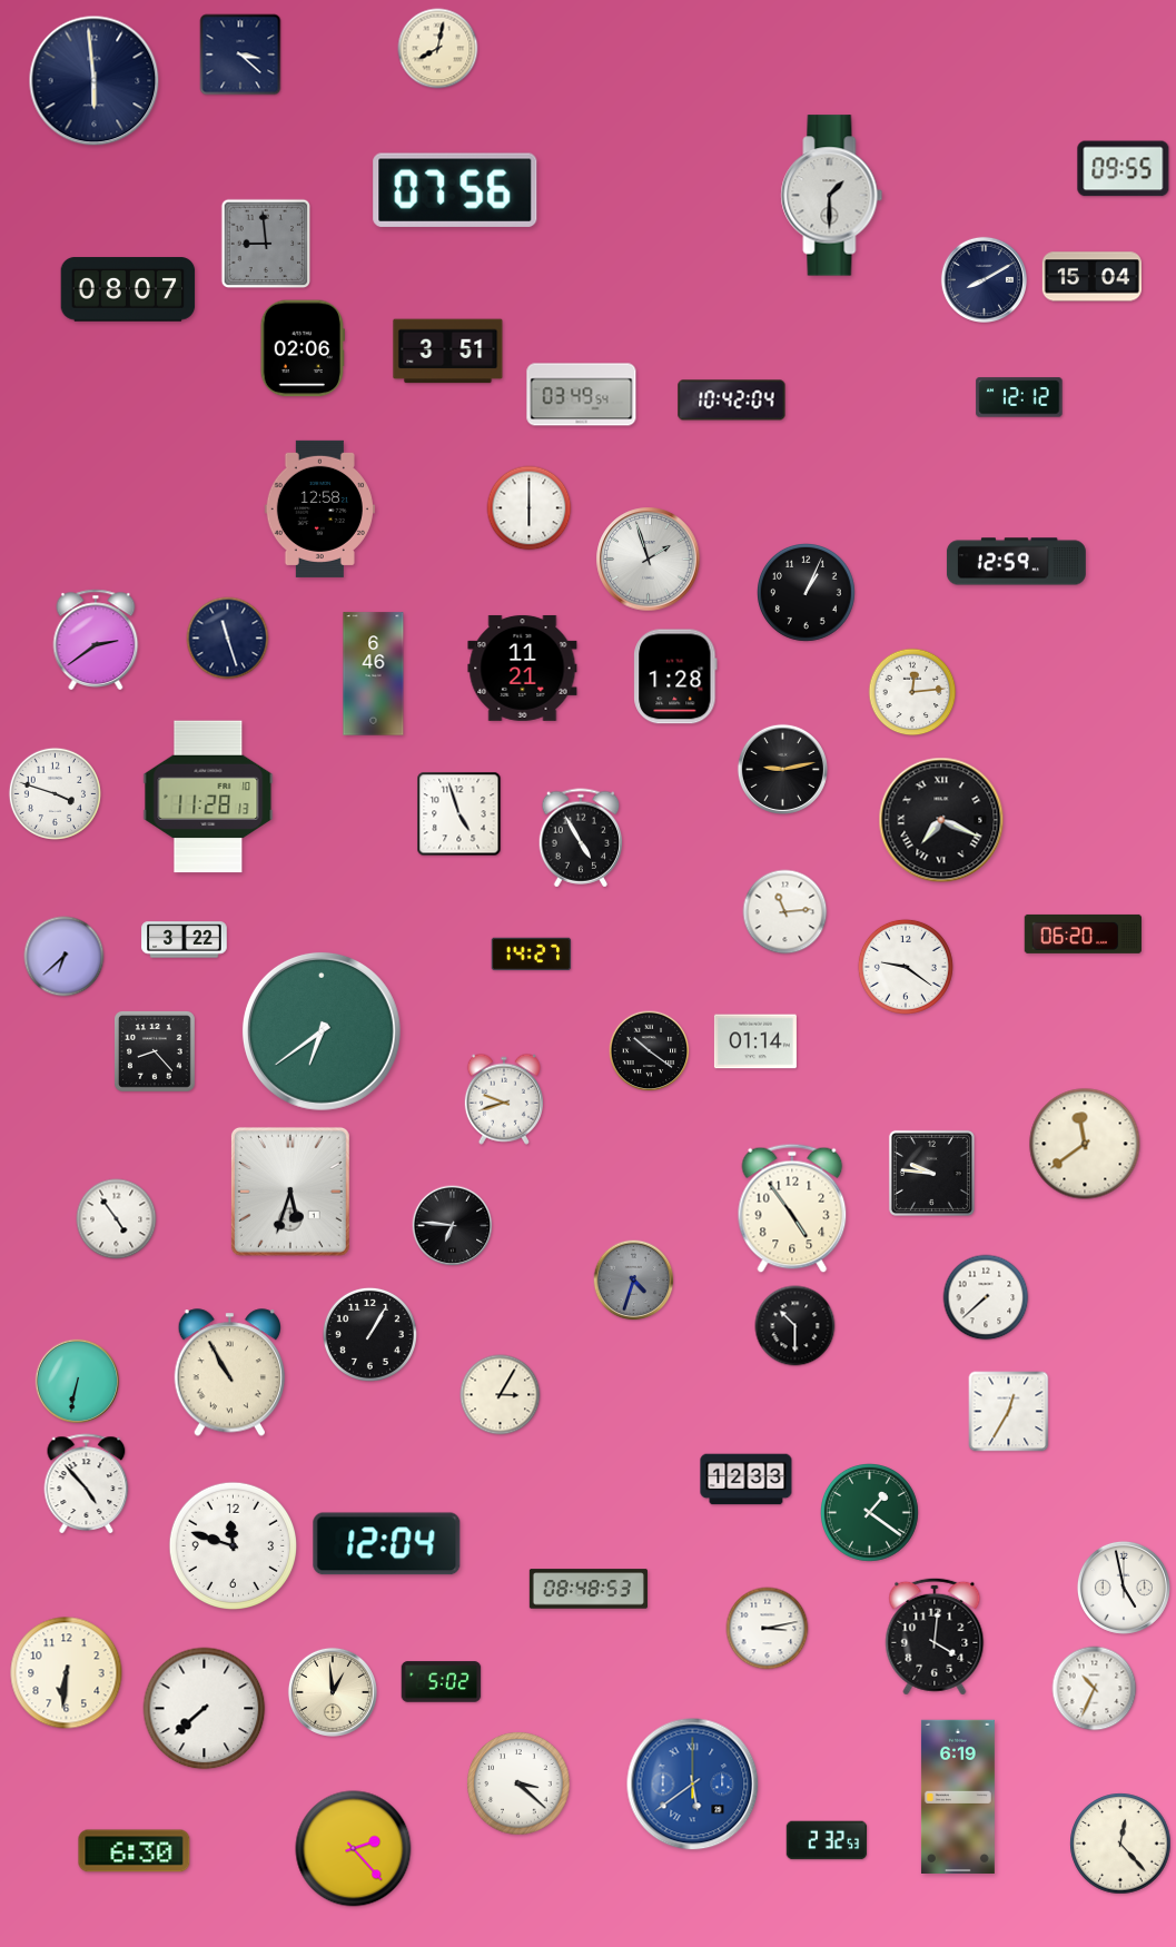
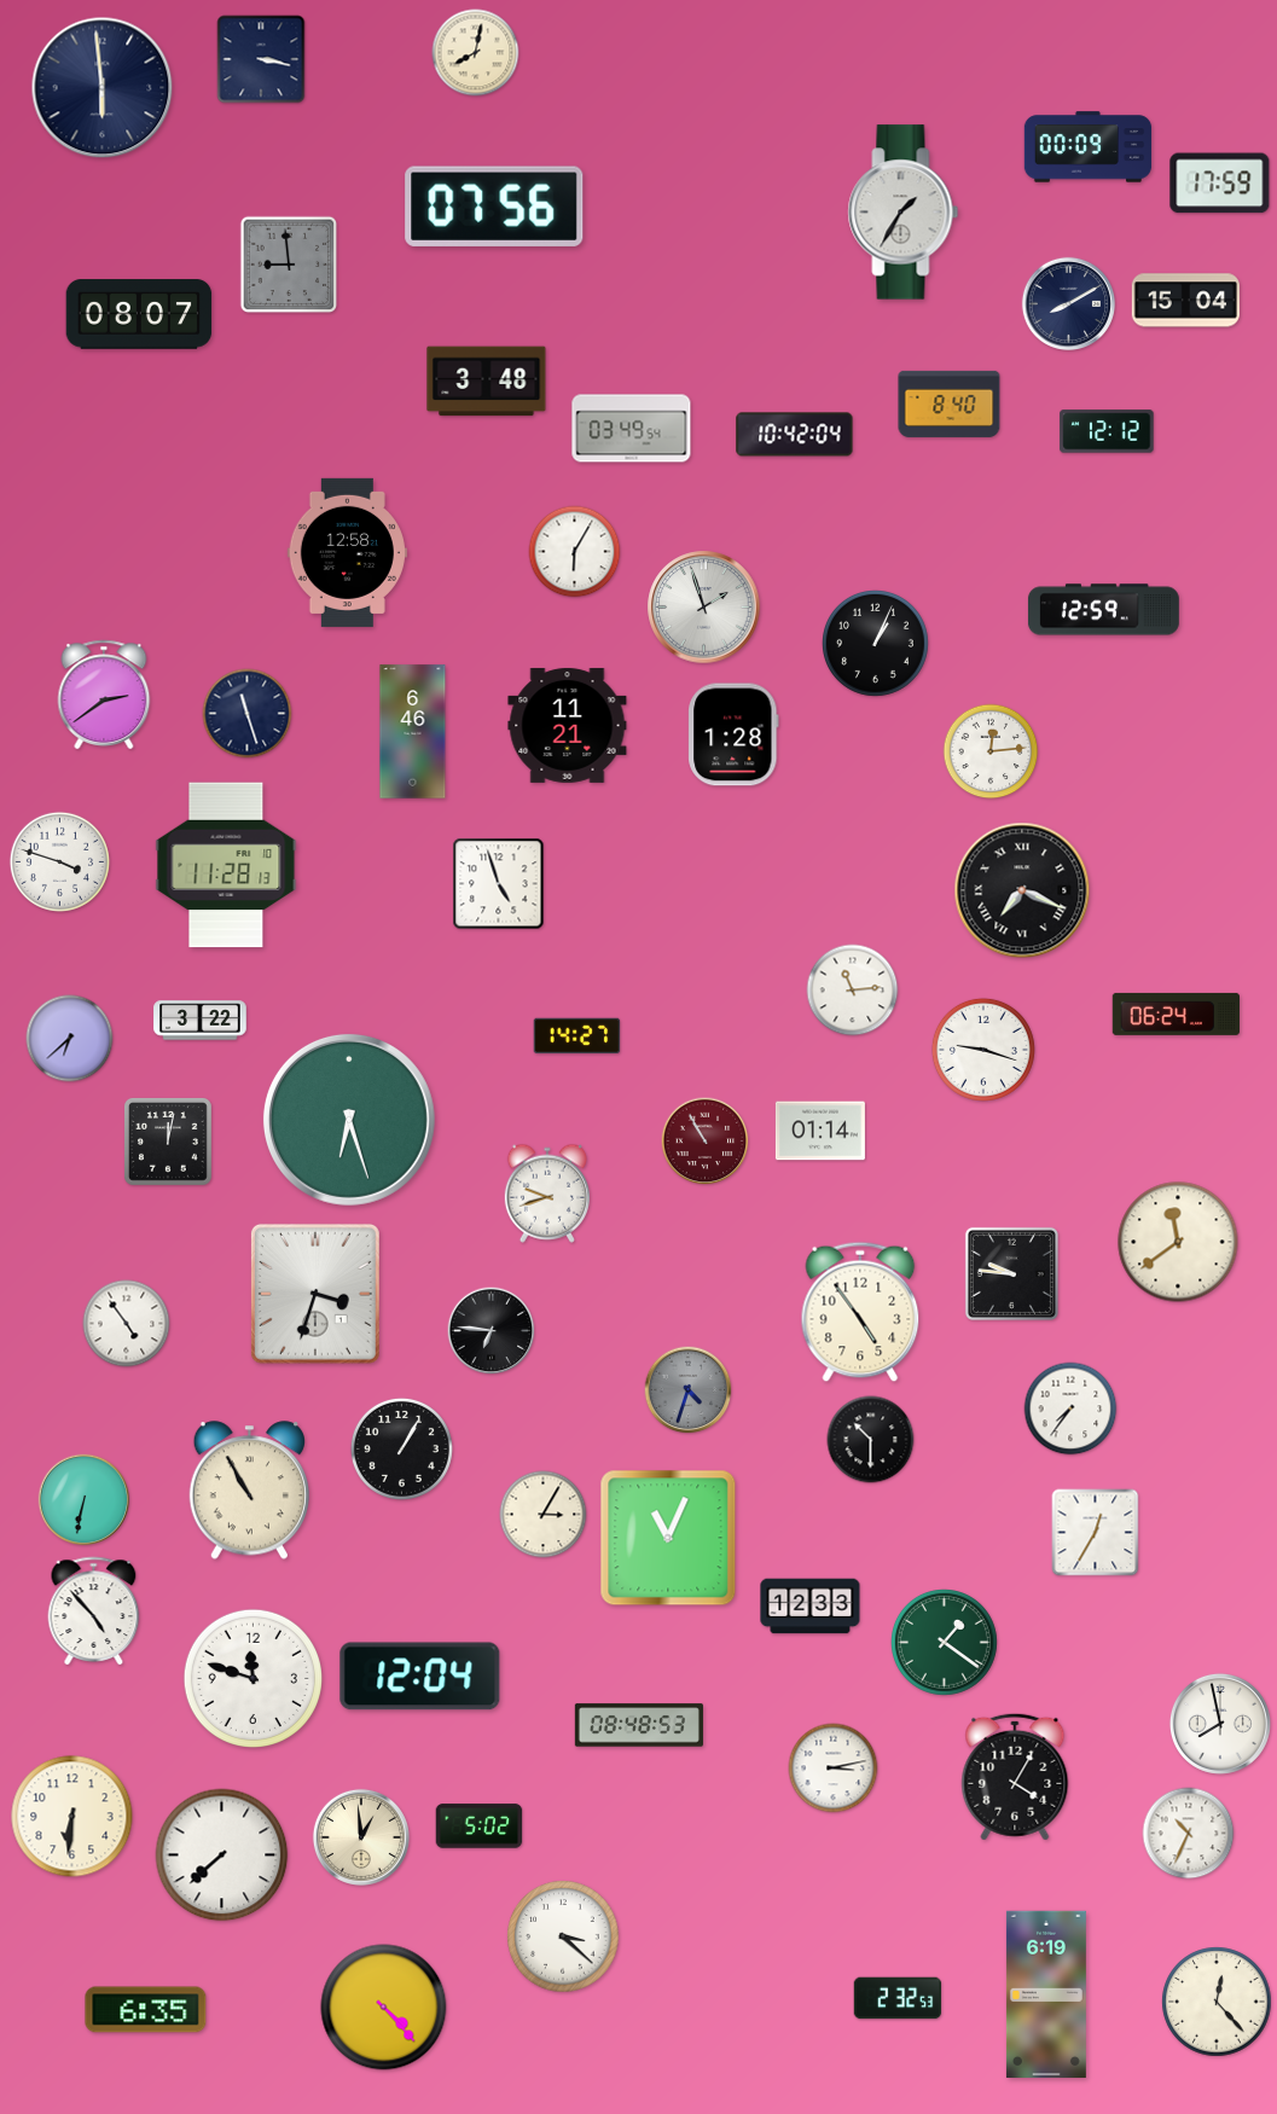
clock at (240, 55): 3:22 -> 3:17
clock at (1089, 147): none -> 00:09
clock at (1124, 169): 09:55 -> 17:59
clock at (832, 196): 1:30 -> 1:35
clock at (303, 348): 02:06 -> none
clock at (448, 352): 3:51 -> 3:48
clock at (950, 403): none -> 8:40
clock at (530, 508): 6:00 -> 6:05
clock at (228, 639) position: (228, 639) -> (248, 714)
clock at (374, 674) position: (374, 674) -> (413, 732)
clock at (782, 769): 9:13 -> none
clock at (581, 838): 4:55 -> none
clock at (1084, 933): 06:20 -> 06:24
clock at (906, 967): 9:21 -> 9:18
clock at (322, 1031): 6:39 -> 6:27
clock at (155, 1051): 8:23 -> 12:02
clock at (650, 1051): 10:21 -> 10:55
clock at (650, 1051) dial: black -> burgundy
clock at (290, 1192): 5:33 -> 3:33
clock at (986, 1297): 7:38 -> 7:36
clock at (795, 1326) position: (795, 1326) -> (871, 1440)
clock at (668, 1538): none -> 11:04
clock at (1124, 1588): 4:58 -> 7:58
clock at (935, 1637): 4:01 -> 4:05
clock at (693, 1785): 5:39 -> none
clock at (958, 1796) position: (958, 1796) -> (1046, 1993)
clock at (354, 1849): 2:23 -> 4:23
clock at (135, 1851): 6:30 -> 6:35
